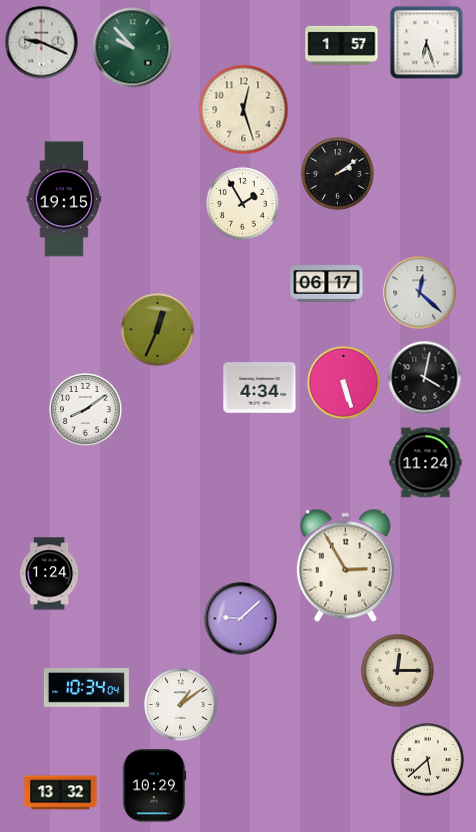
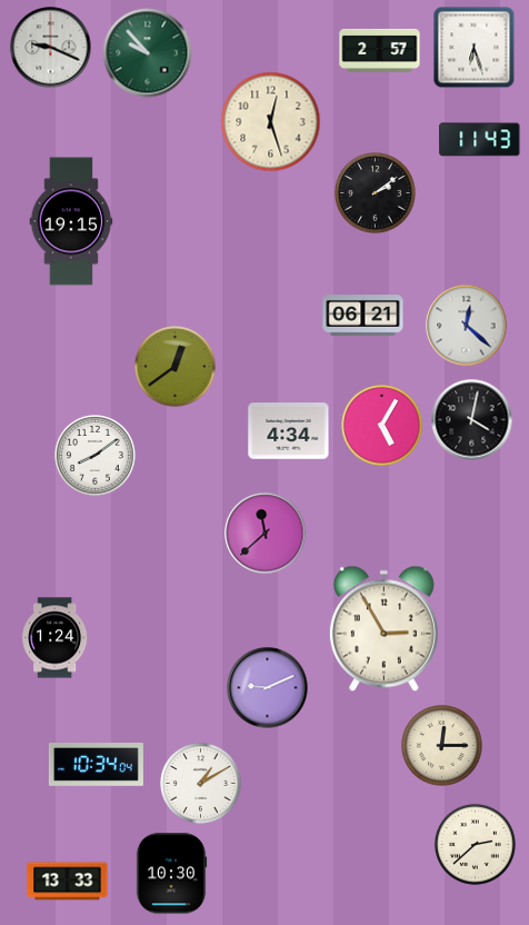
clock at (42, 43) position: (42, 43) -> (51, 48)
clock at (342, 45): 1:57 -> 2:57
clock at (480, 140): none -> 11:43
clock at (243, 204): 1:55 -> none
clock at (327, 284): 06:17 -> 06:21
clock at (158, 330): 12:34 -> 12:39
clock at (344, 383): 5:27 -> 5:05
clock at (426, 463): 11:24 -> none
clock at (266, 534): none -> 11:38
clock at (241, 619): 9:08 -> 9:11
clock at (181, 705): 1:09 -> 1:10
clock at (428, 760): 5:38 -> 2:38
clock at (154, 786): 10:29 -> 10:30
clock at (61, 793): 13:32 -> 13:33
